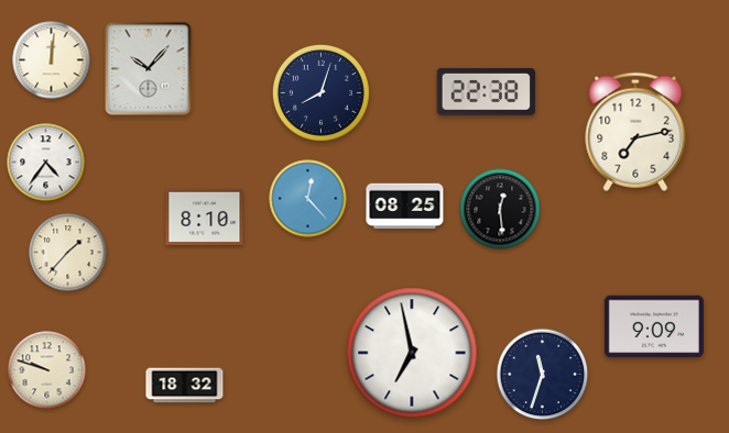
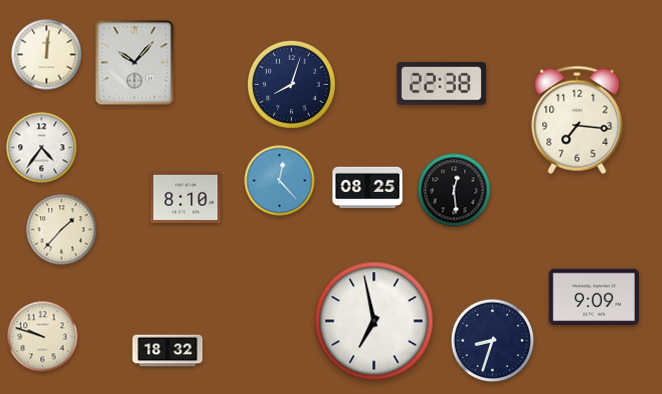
clock at (635, 132): 7:13 -> 7:16
clock at (543, 375): 11:33 -> 8:33
